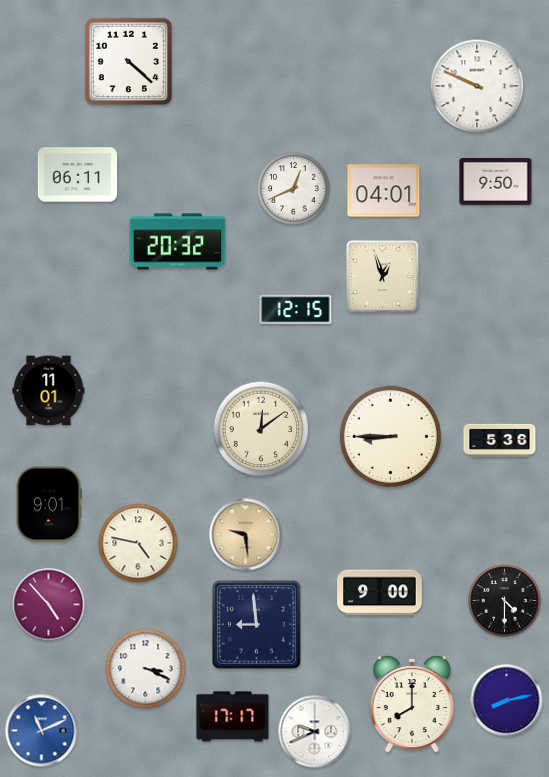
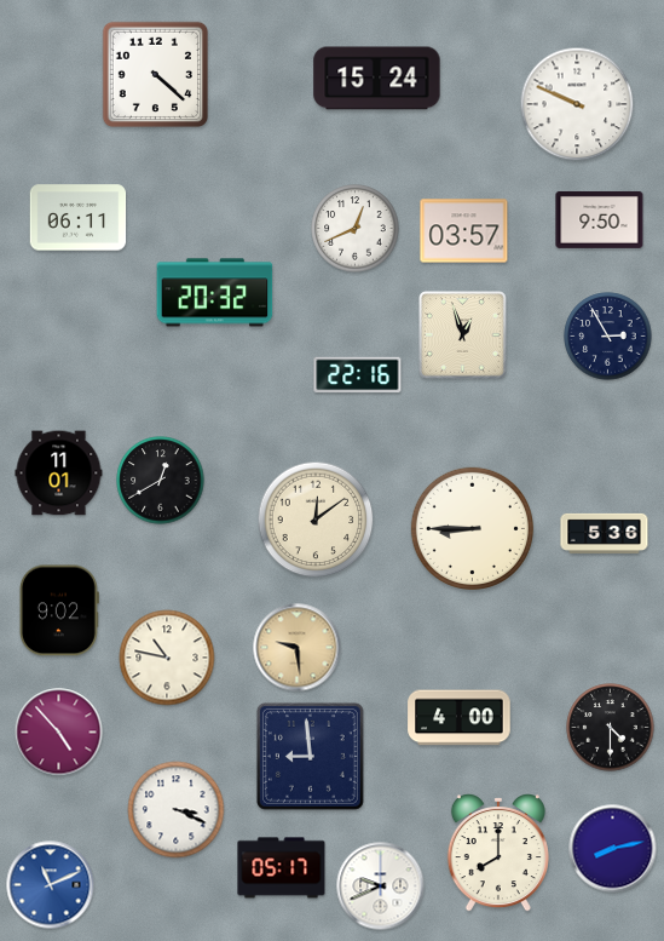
clock at (377, 79): none -> 15:24
clock at (78, 175) position: (78, 175) -> (79, 218)
clock at (384, 191): 04:01 -> 03:57
clock at (608, 337): none -> 2:55
clock at (296, 310): 12:15 -> 22:16
clock at (161, 481): none -> 12:40
clock at (49, 504): 9:01 -> 9:02
clock at (138, 543): 4:47 -> 10:47
clock at (380, 593): 9:00 -> 4:00
clock at (233, 717): 17:17 -> 05:17
